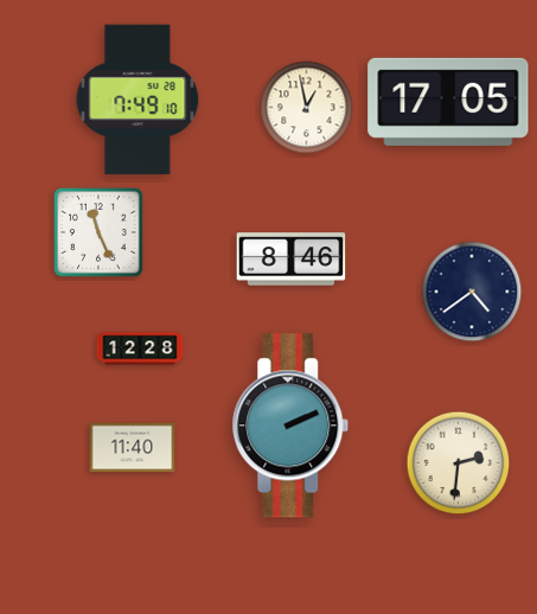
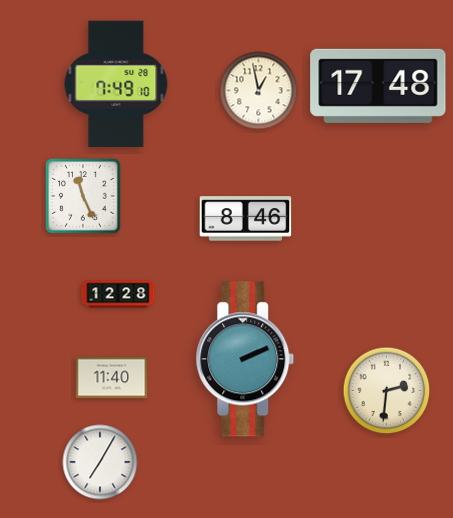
clock at (448, 102): 17:05 -> 17:48
clock at (472, 292): 4:39 -> none
clock at (100, 462): none -> 7:05
